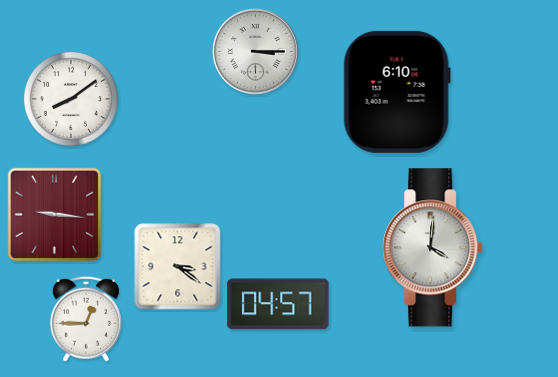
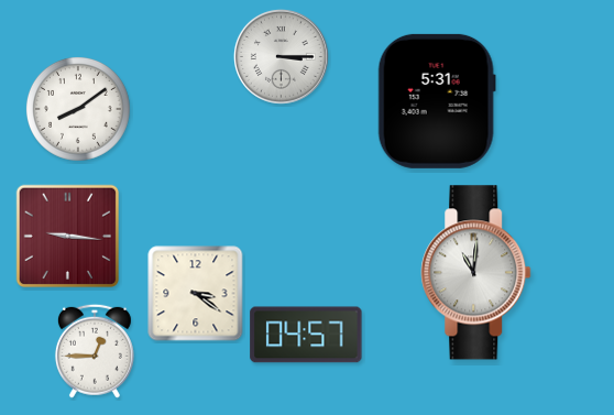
clock at (397, 92): 6:10 -> 5:31
clock at (55, 215) position: (55, 215) -> (68, 237)
clock at (433, 248): 4:01 -> 11:01
